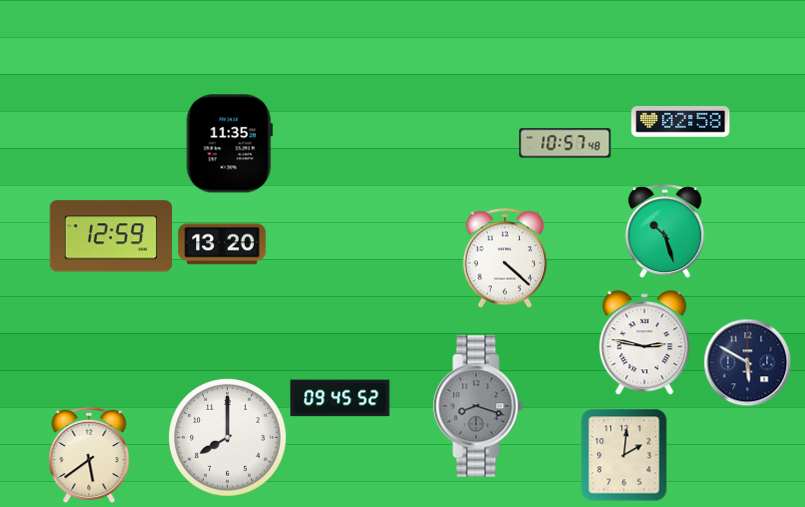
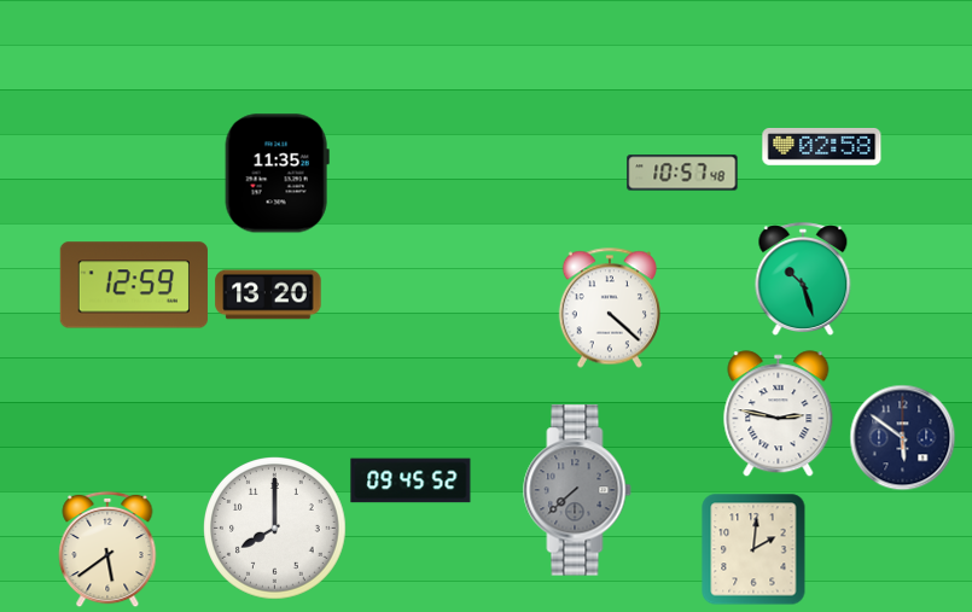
clock at (505, 258) position: (505, 258) -> (610, 308)
clock at (747, 362): 5:50 -> 5:51
clock at (478, 406): 8:18 -> 7:38
